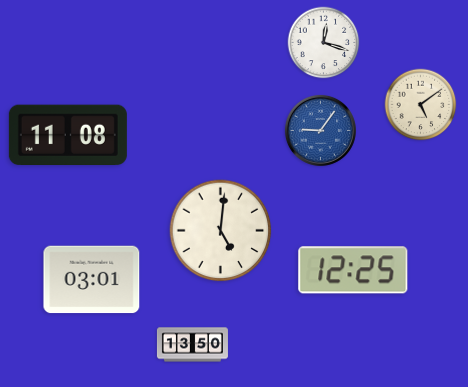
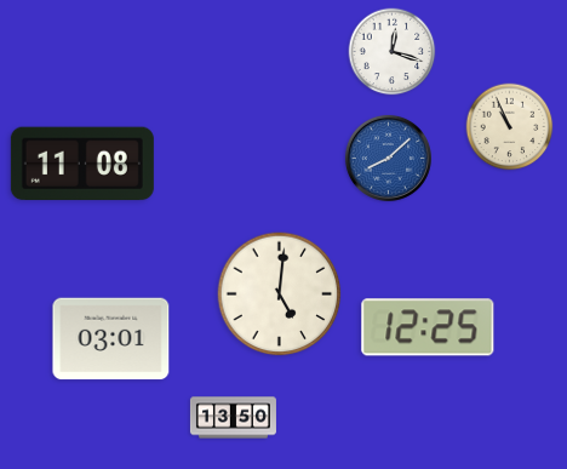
clock at (421, 105): 5:09 -> 10:56
clock at (320, 130): 9:06 -> 8:08
clock at (221, 231) position: (221, 231) -> (280, 294)
